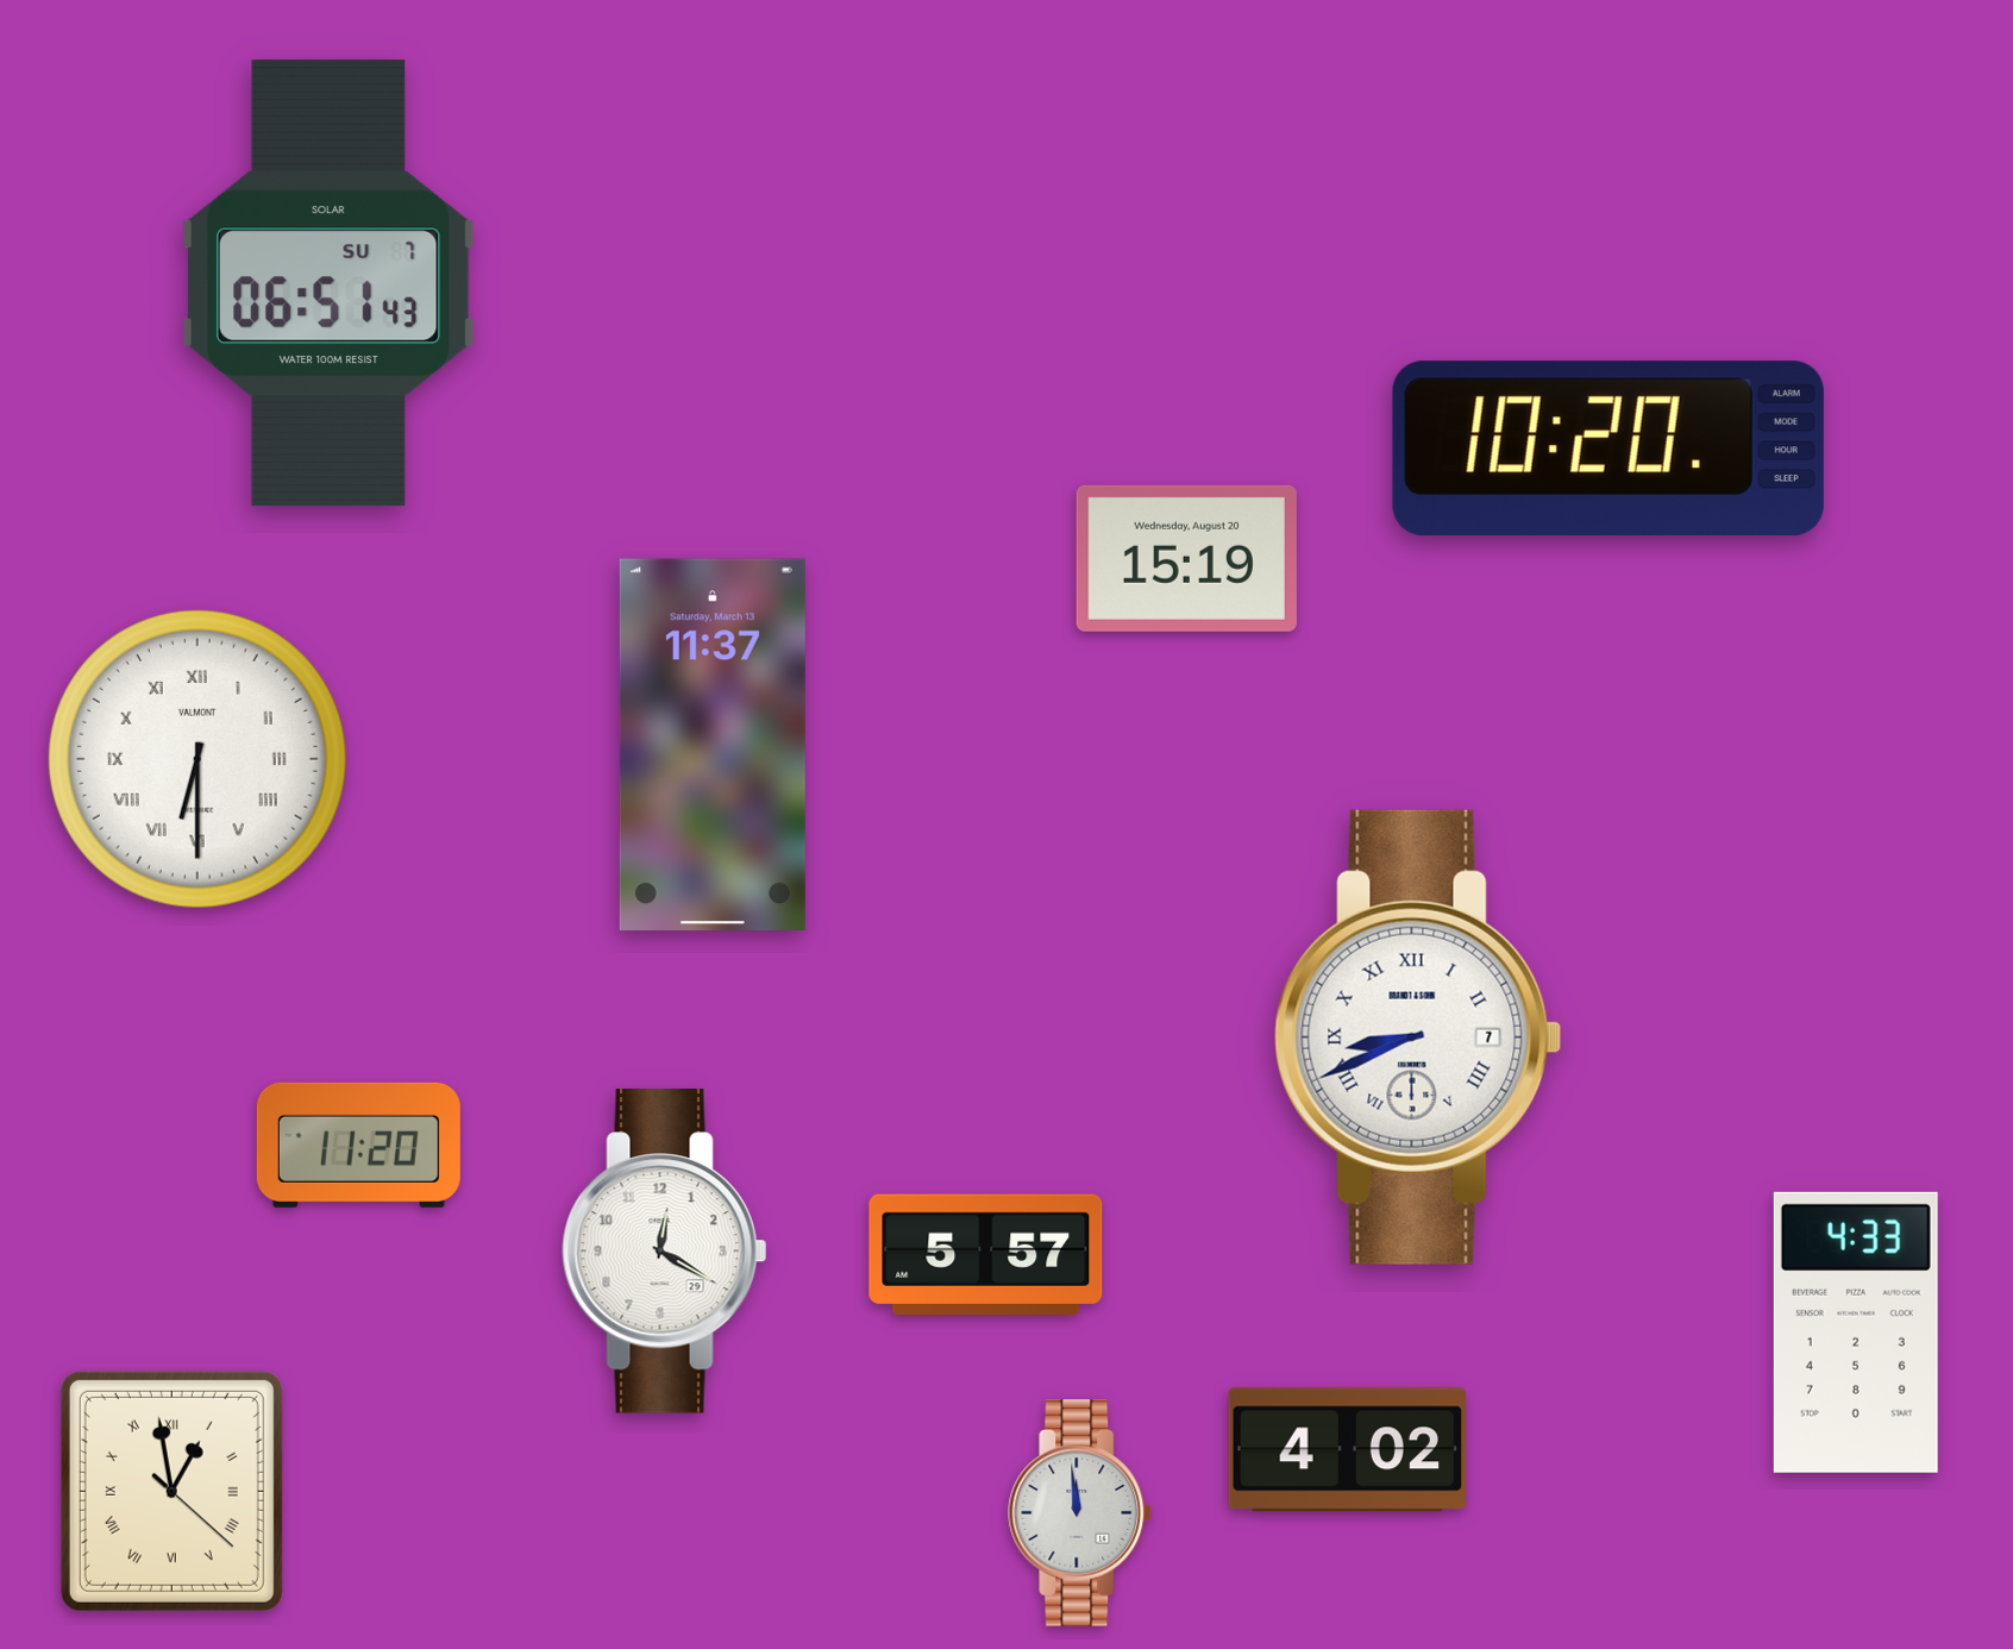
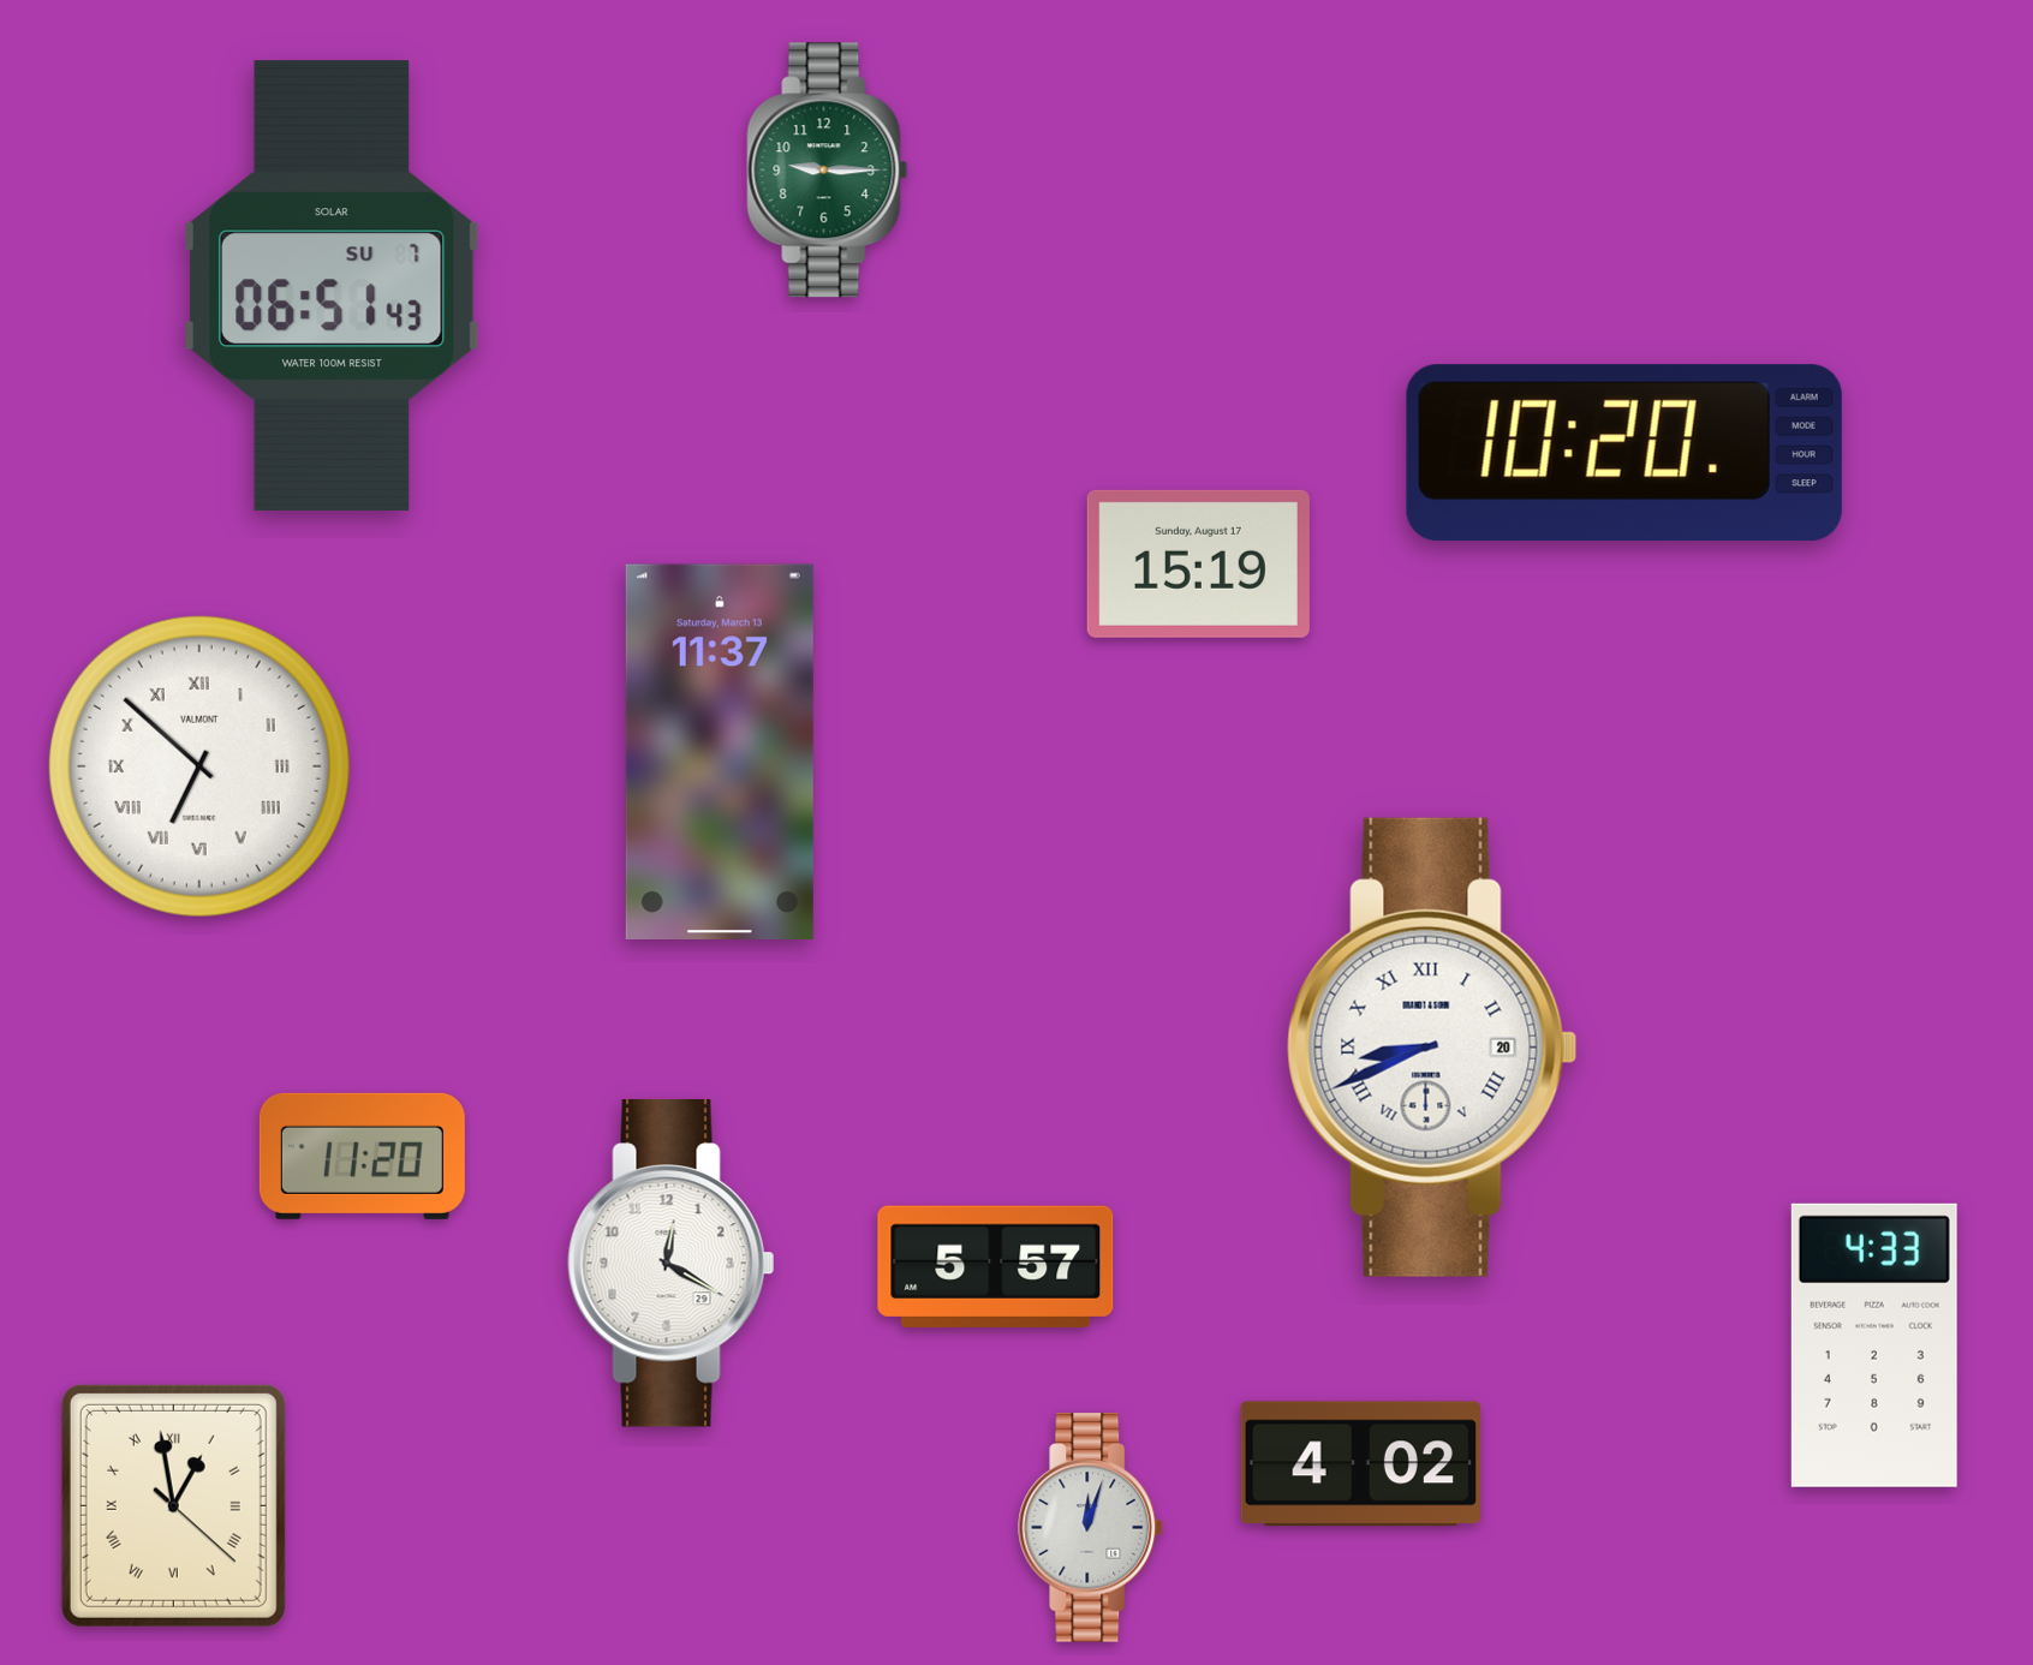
clock at (828, 171): none -> 9:15
clock at (1186, 558) date: Wednesday, August 20 -> Sunday, August 17
clock at (197, 759): 6:30 -> 6:52
clock at (1418, 1037) date: 7 -> 20
clock at (1080, 1513): 11:59 -> 12:03
